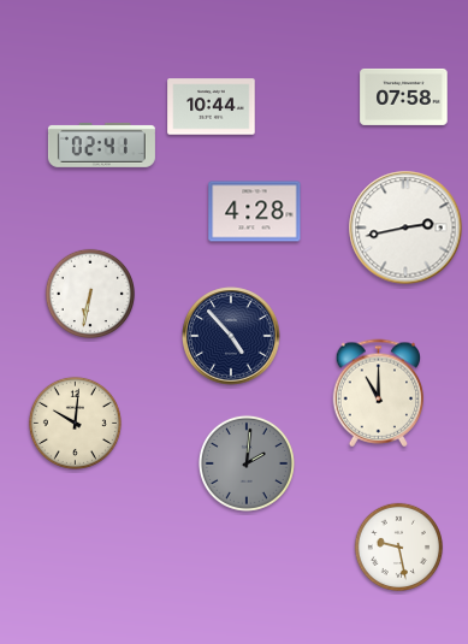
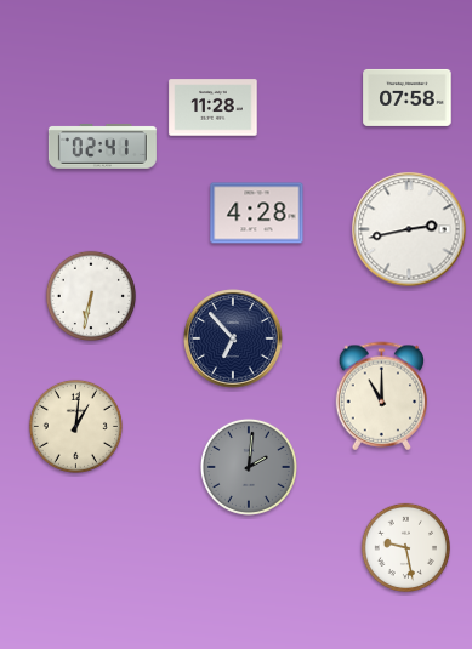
clock at (212, 107): 10:44 -> 11:28
clock at (231, 336): 4:53 -> 6:53
clock at (75, 423): 10:01 -> 1:01
clock at (399, 548) position: (399, 548) -> (406, 548)
